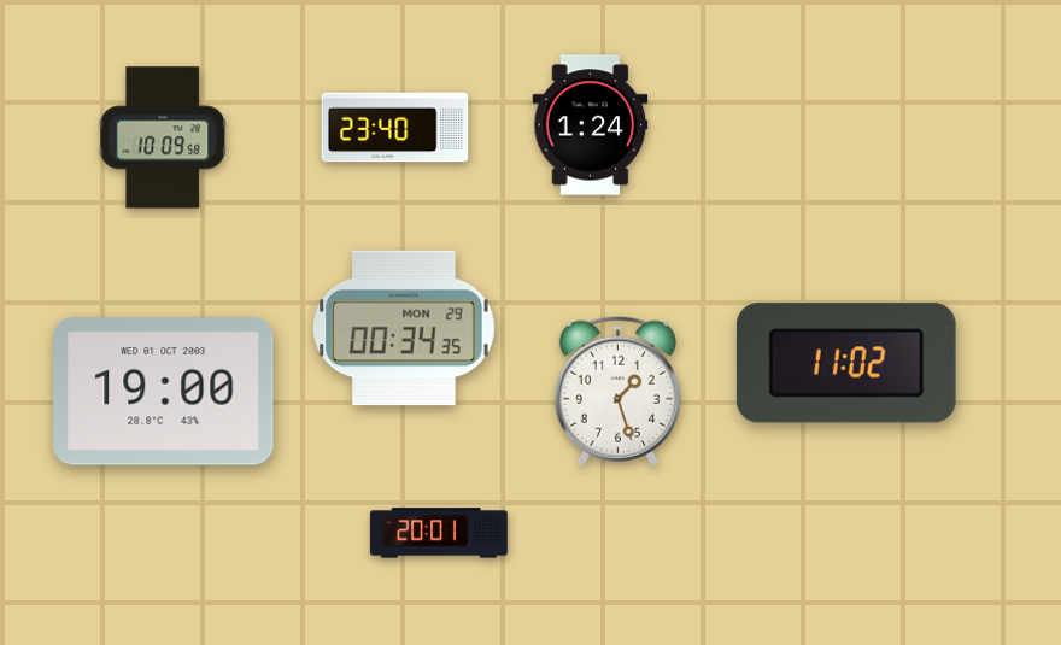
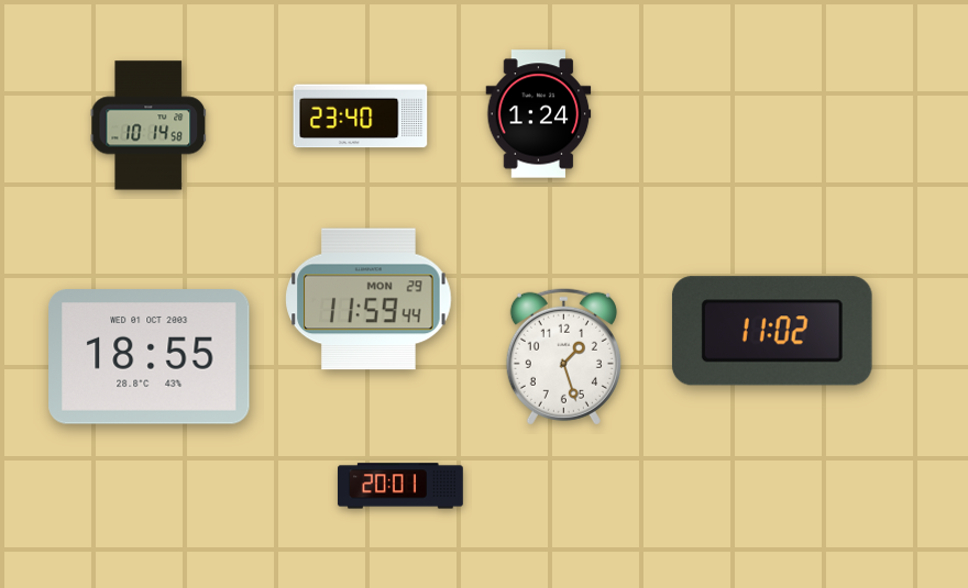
clock at (163, 137): 10:09 -> 10:14
clock at (404, 328): 00:34 -> 11:59
clock at (164, 392): 19:00 -> 18:55
